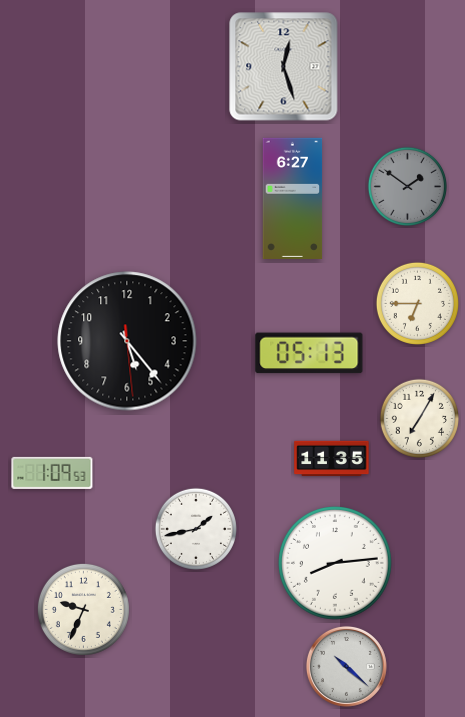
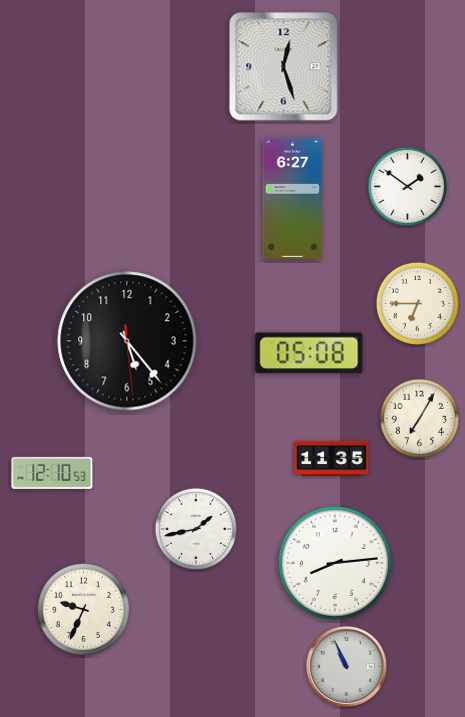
clock at (407, 186) dial: grey -> white
clock at (309, 353): 05:13 -> 05:08
clock at (52, 473): 1:09 -> 12:10
clock at (346, 666): 10:22 -> 10:56
